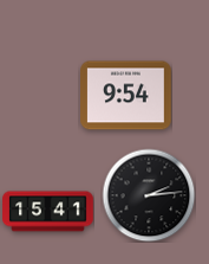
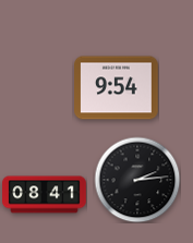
clock at (48, 212): 15:41 -> 08:41
